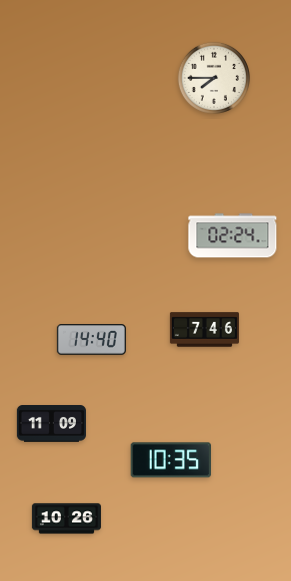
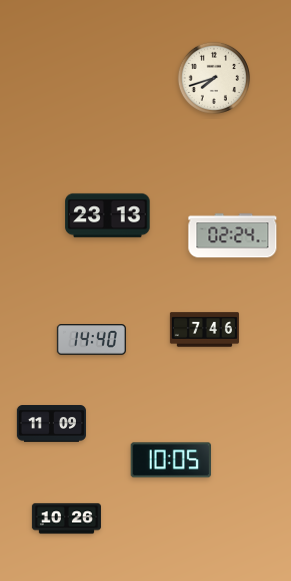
clock at (214, 78): 7:45 -> 7:42
clock at (108, 216): none -> 23:13
clock at (170, 460): 10:35 -> 10:05
